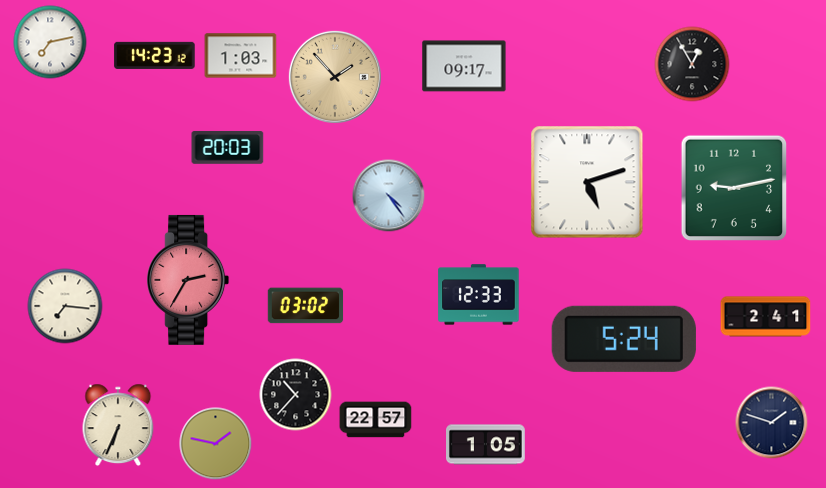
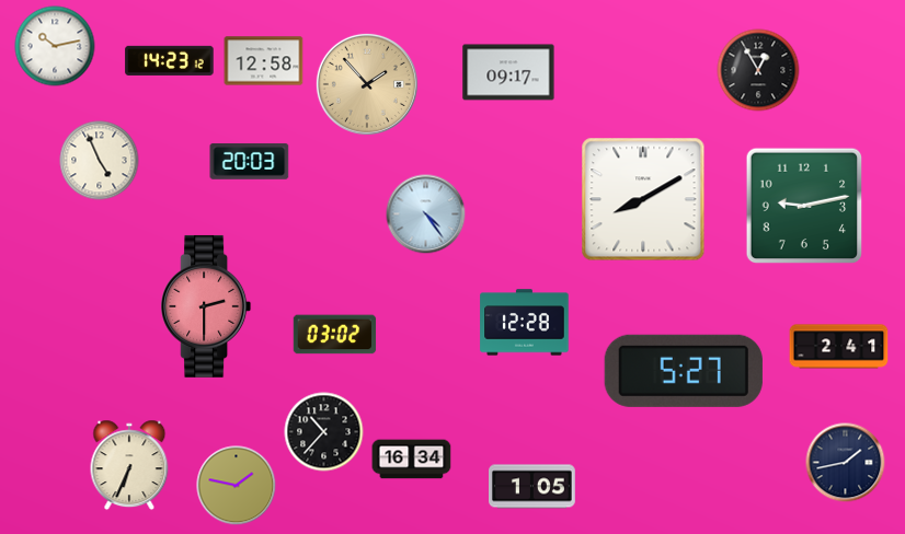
clock at (50, 42): 7:13 -> 10:13
clock at (241, 56): 1:03 -> 12:58
clock at (100, 161): none -> 4:56
clock at (587, 182): 5:12 -> 8:10
clock at (188, 280): 2:35 -> 2:30
clock at (479, 295): 12:33 -> 12:28
clock at (65, 306): 7:16 -> none
clock at (624, 339): 5:24 -> 5:27
clock at (376, 420): 22:57 -> 16:34
clock at (772, 423): 1:48 -> 1:43
